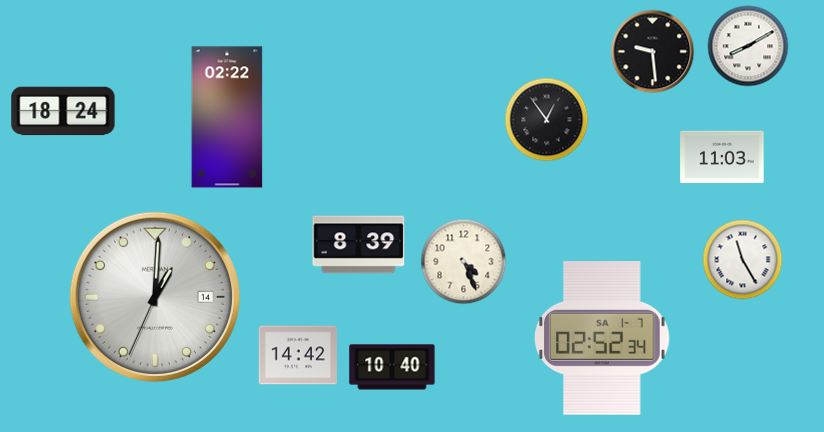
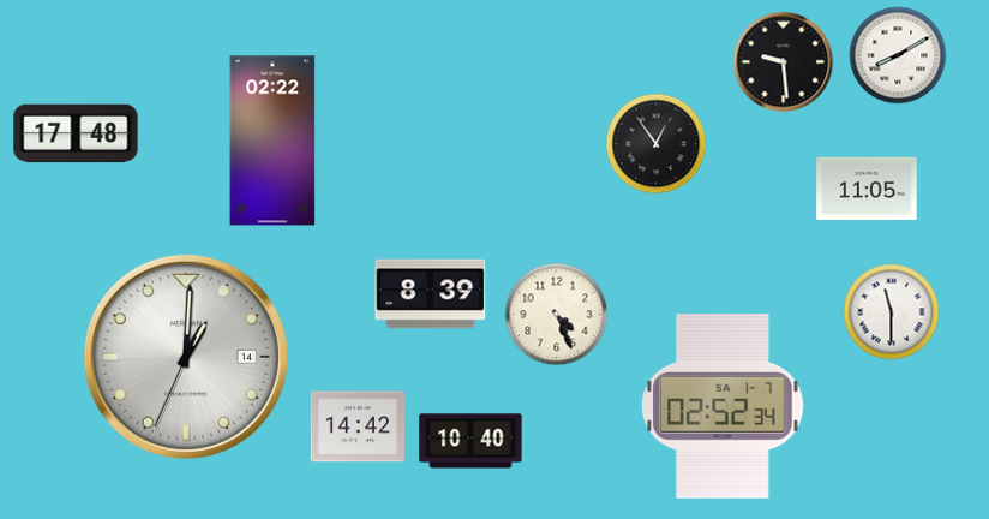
clock at (63, 111): 18:24 -> 17:48
clock at (722, 156): 11:03 -> 11:05
clock at (743, 260): 11:25 -> 11:30
